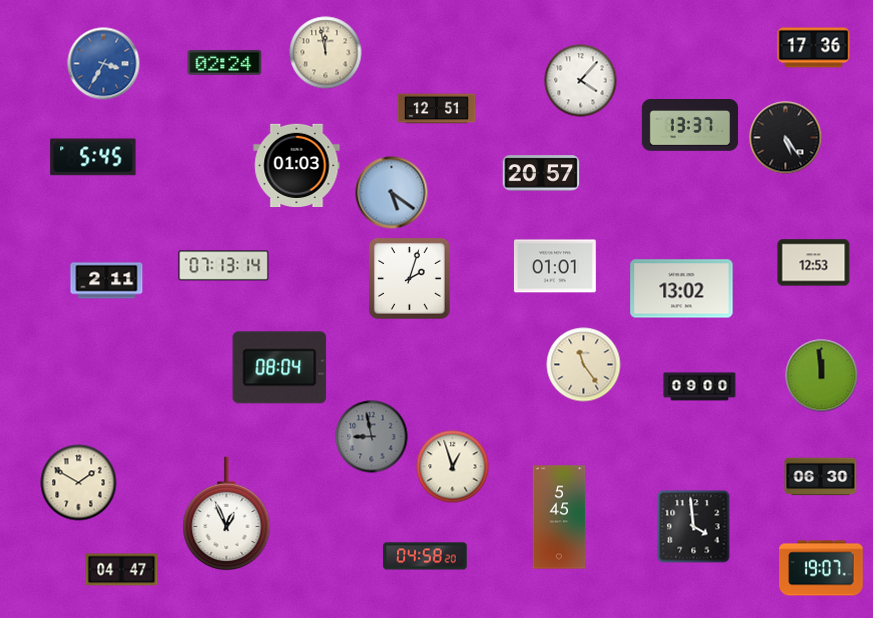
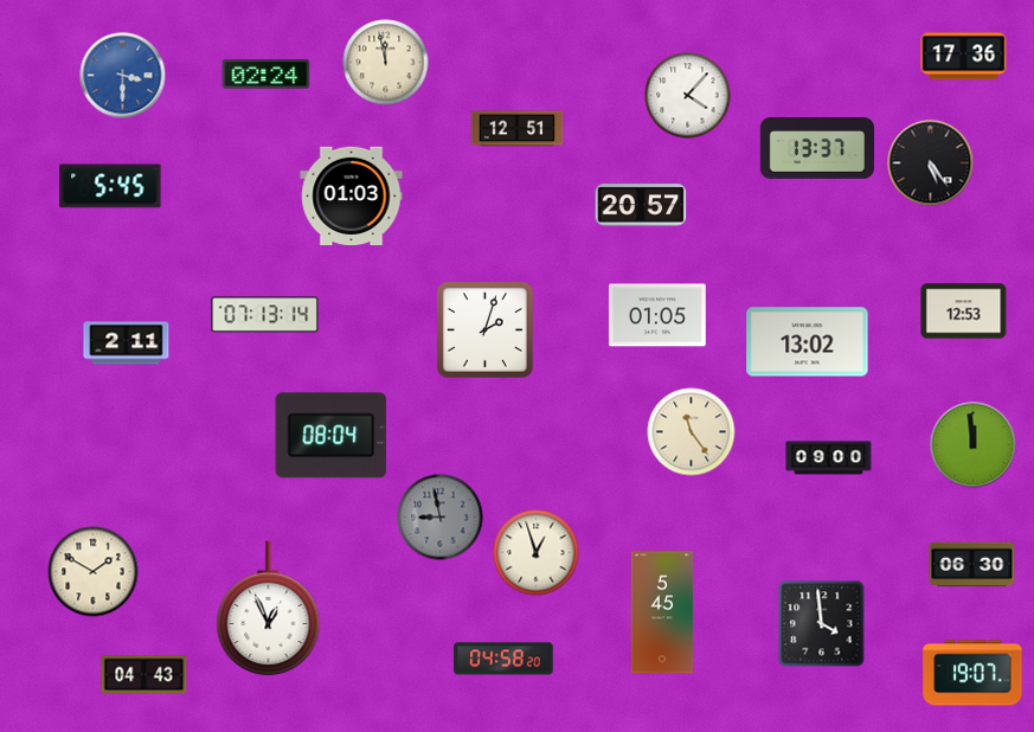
clock at (104, 64): 3:35 -> 3:30
clock at (392, 193): 5:21 -> none
clock at (555, 266): 01:01 -> 01:05
clock at (107, 281) position: (107, 281) -> (127, 343)
clock at (122, 570): 04:47 -> 04:43
